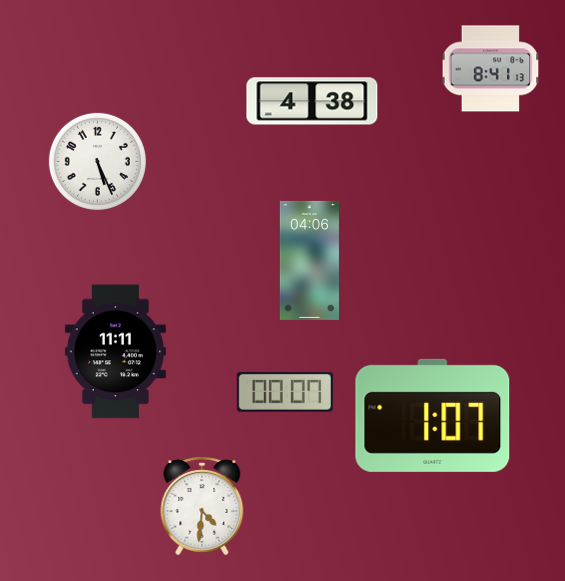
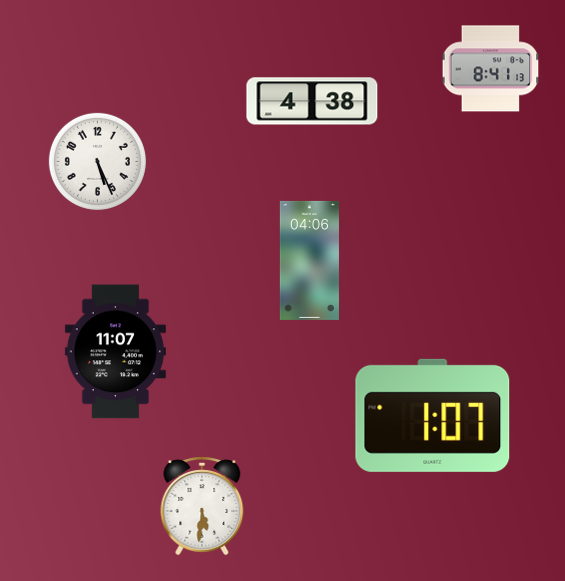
clock at (115, 352): 11:11 -> 11:07
clock at (285, 392): 00:07 -> none
clock at (202, 506): 4:31 -> 5:31
